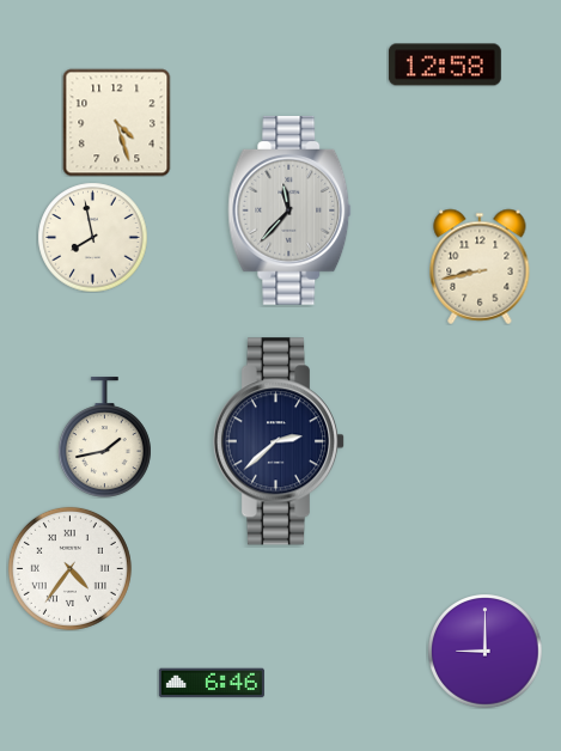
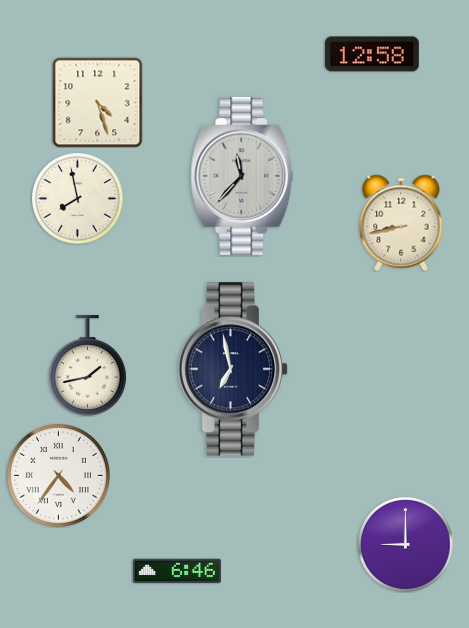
clock at (279, 441): 2:38 -> 6:58
